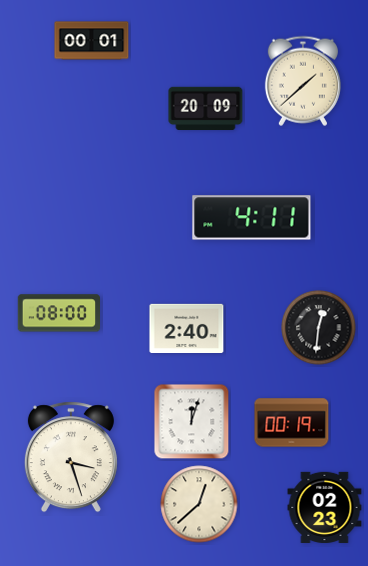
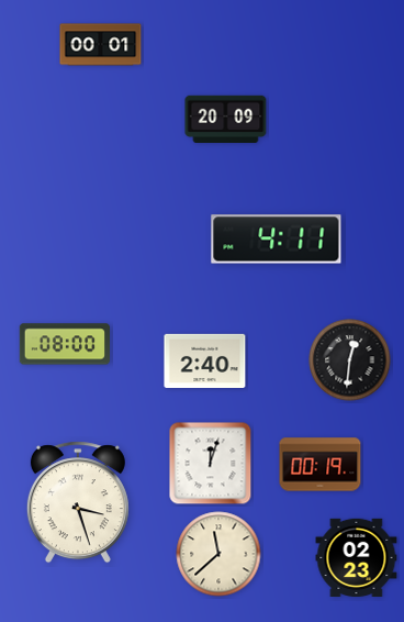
clock at (303, 81): 1:38 -> none
clock at (199, 504): 12:38 -> 11:38
